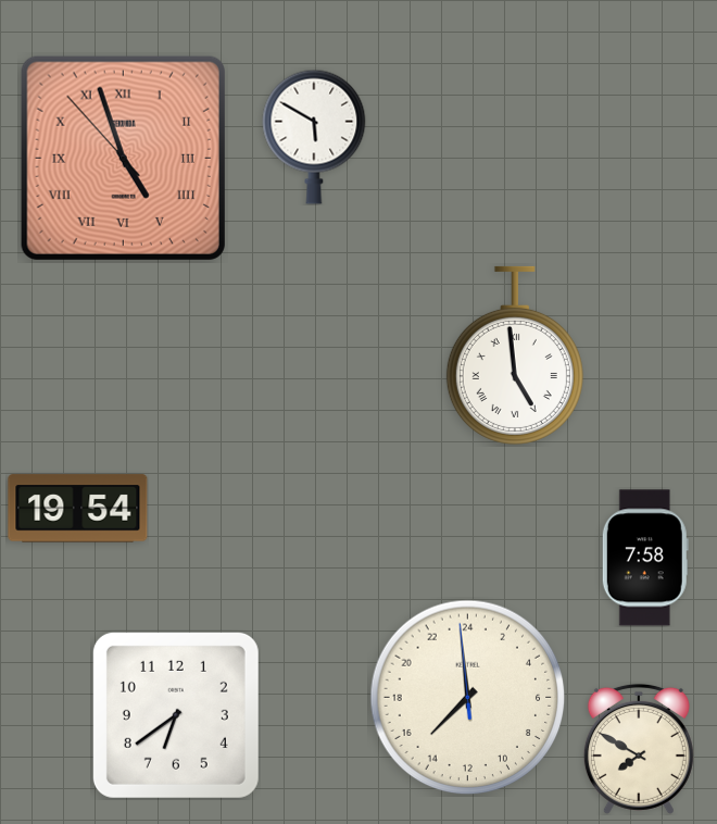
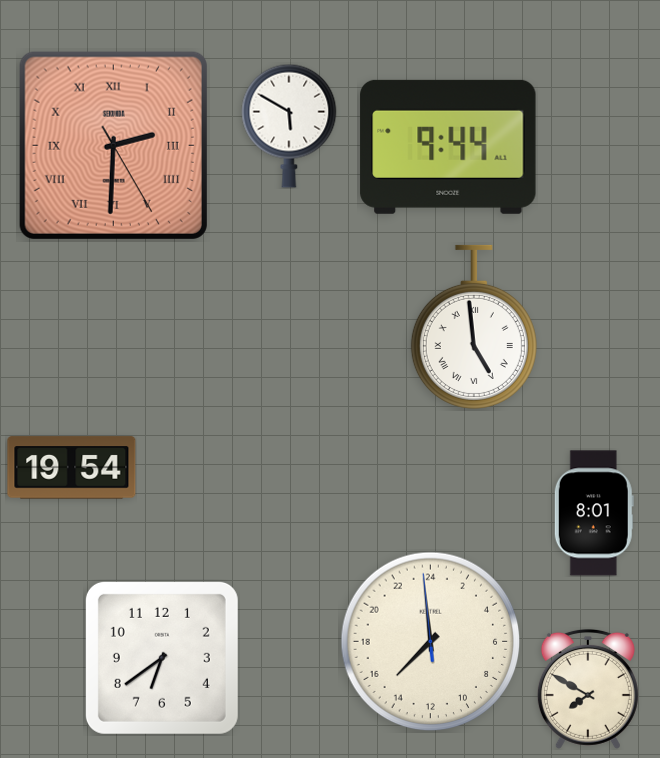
clock at (123, 158): 4:56 -> 2:30
clock at (448, 147): none -> 9:44
clock at (645, 558): 7:58 -> 8:01
